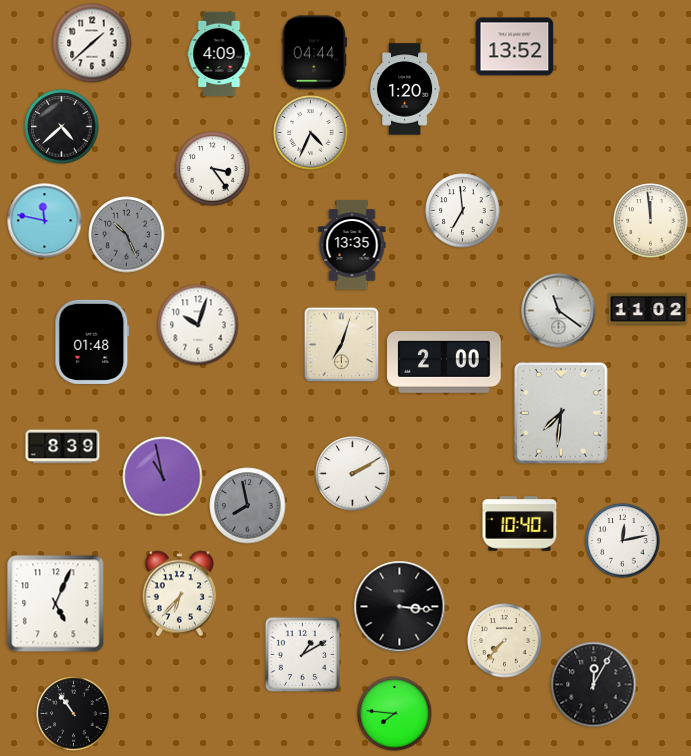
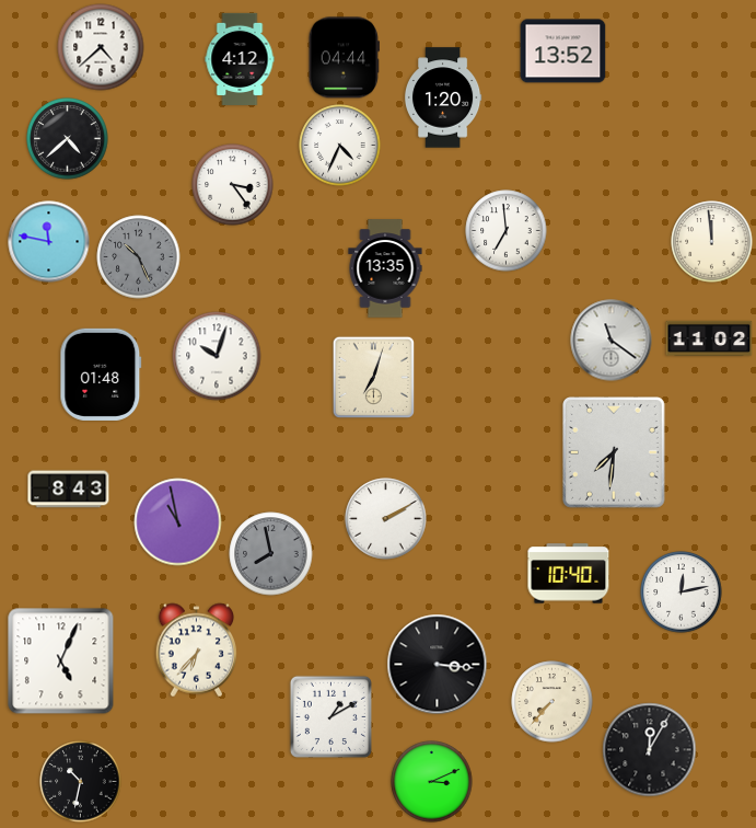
clock at (92, 43): 1:38 -> 4:38
clock at (219, 53): 4:09 -> 4:12
clock at (444, 363): 2:00 -> none
clock at (63, 447): 8:39 -> 8:43
clock at (74, 714): 10:54 -> 10:32
clock at (395, 714): 7:46 -> 3:11
